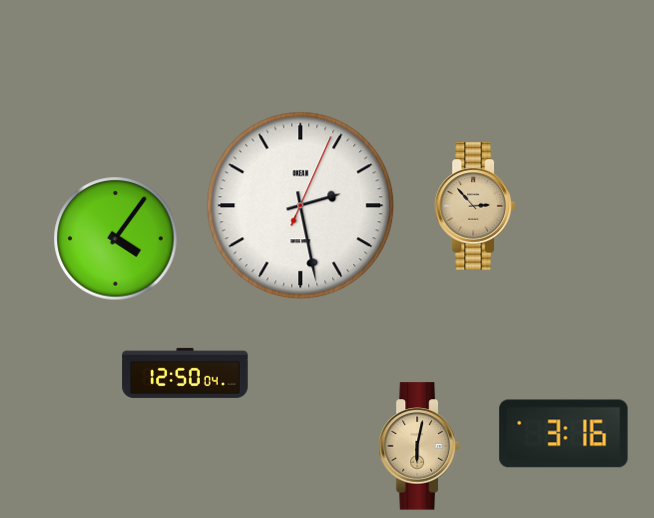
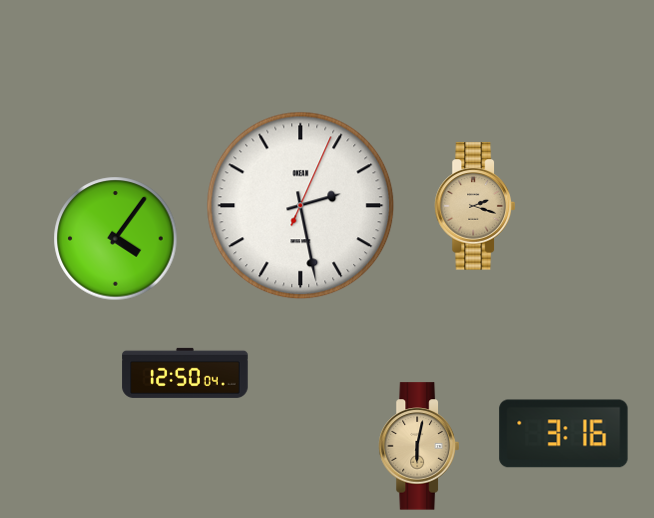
clock at (475, 206): 2:53 -> 2:18
